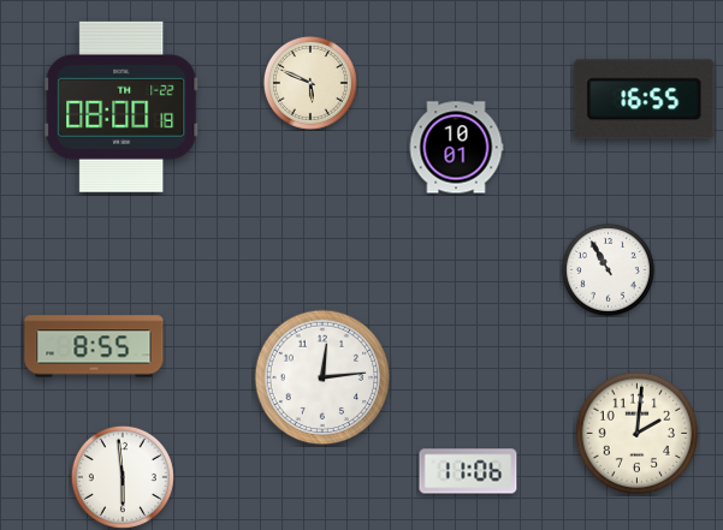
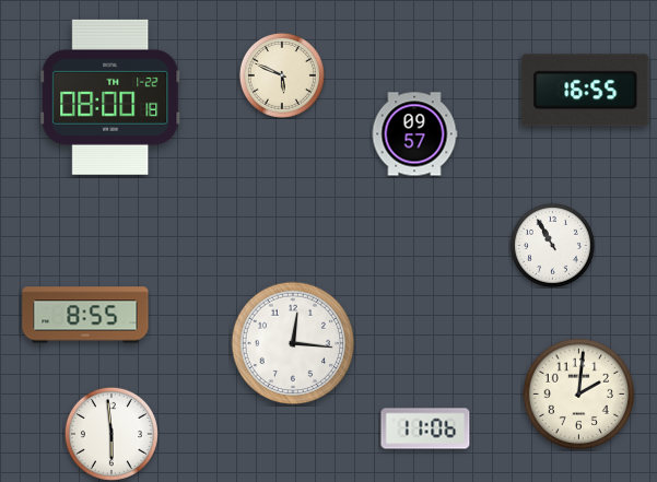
clock at (456, 148): 10:01 -> 09:57
clock at (322, 377): 12:14 -> 12:16
